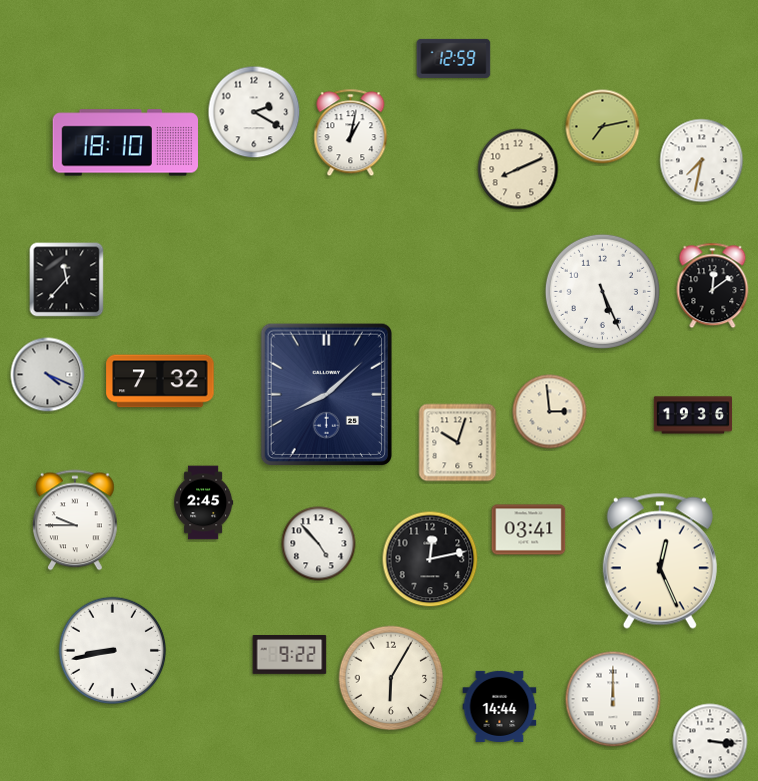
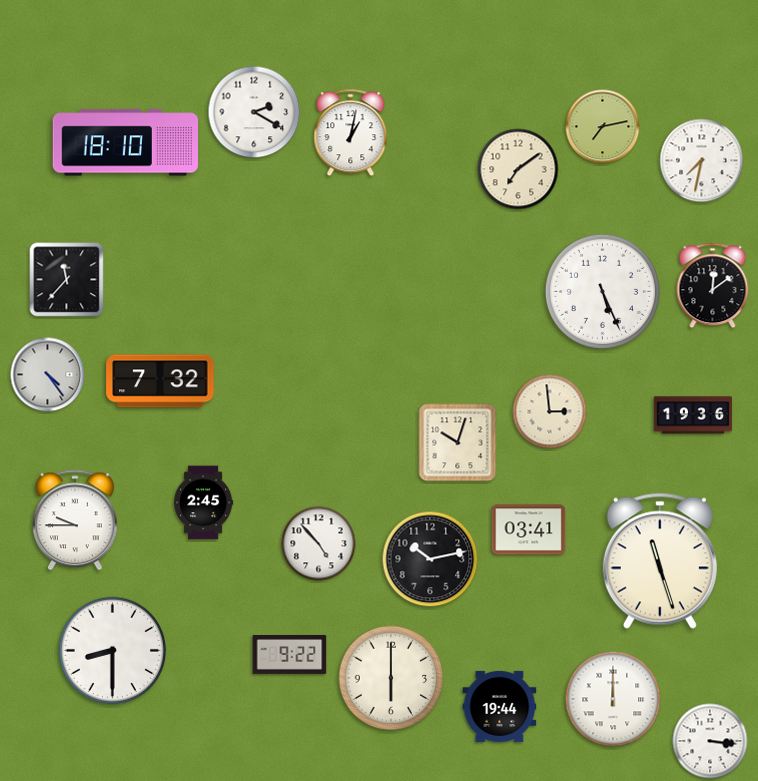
clock at (454, 58): 12:59 -> none
clock at (518, 169): 8:11 -> 7:09
clock at (48, 375): 4:19 -> 4:24
clock at (326, 394): 8:08 -> none
clock at (430, 559): 12:13 -> 10:13
clock at (660, 561): 12:26 -> 11:27
clock at (113, 651): 8:43 -> 8:30
clock at (391, 678): 6:05 -> 6:00
clock at (500, 706): 14:44 -> 19:44
